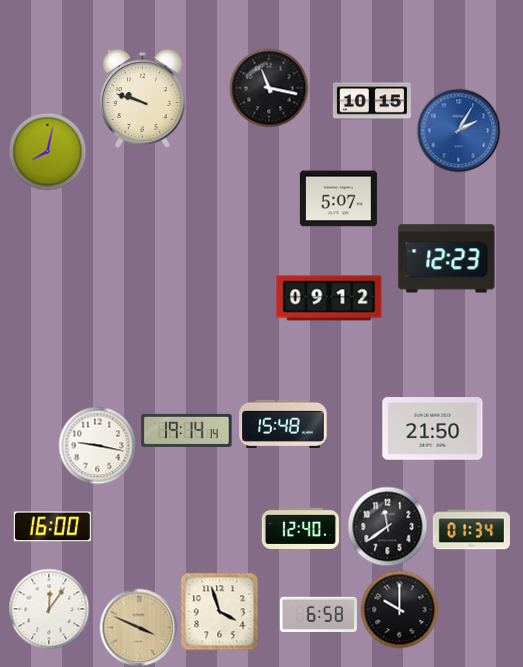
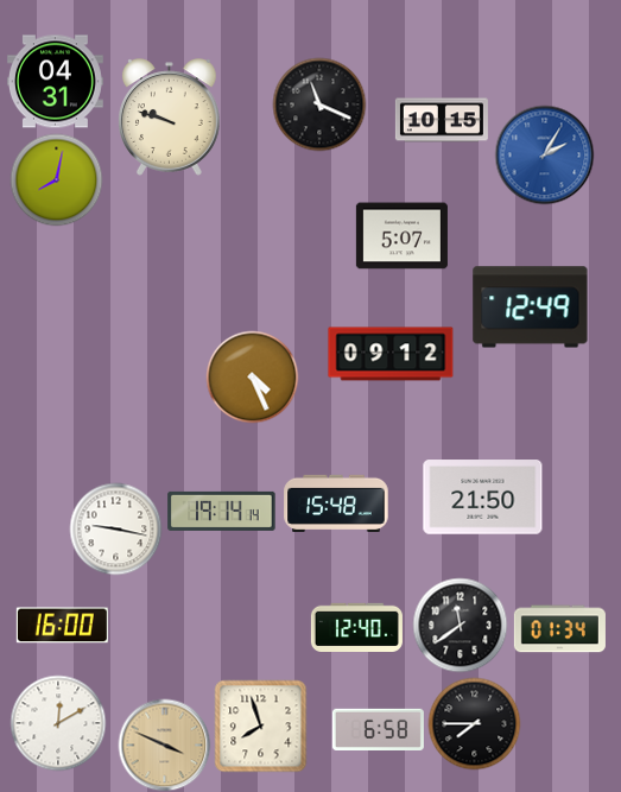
clock at (55, 82): none -> 04:31
clock at (269, 88): 11:17 -> 11:19
clock at (447, 259): 12:23 -> 12:49
clock at (252, 376): none -> 4:26
clock at (433, 429) position: (433, 429) -> (483, 498)
clock at (49, 609): 12:06 -> 12:10
clock at (399, 609): 10:00 -> 7:45
clock at (219, 611): 3:57 -> 7:57
